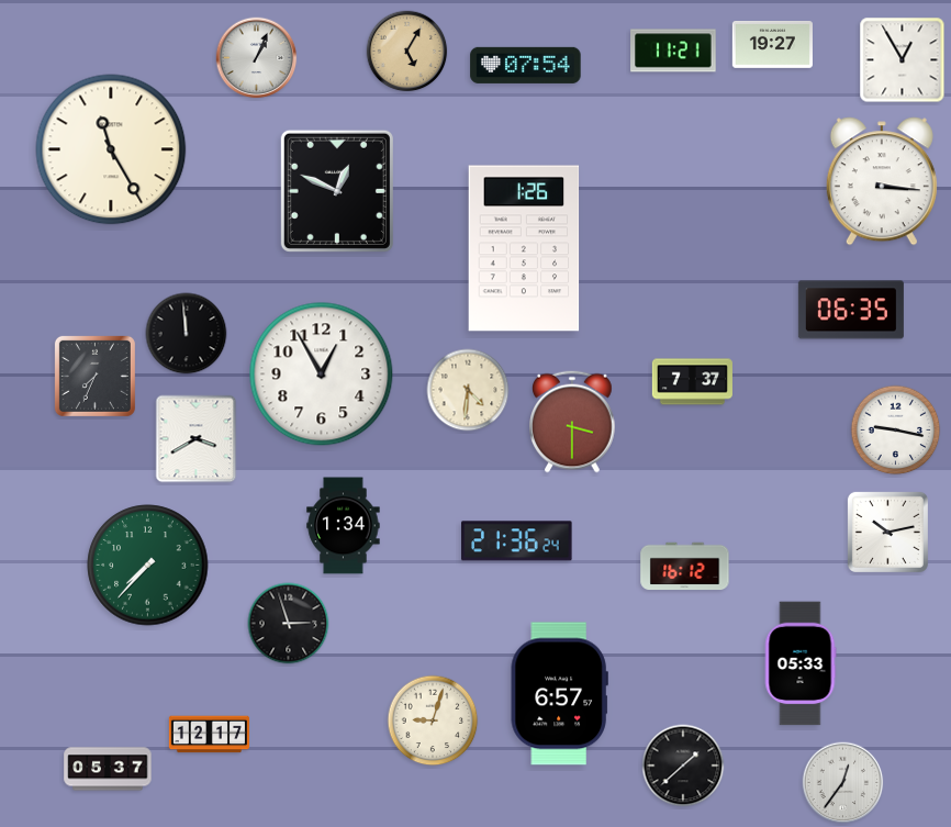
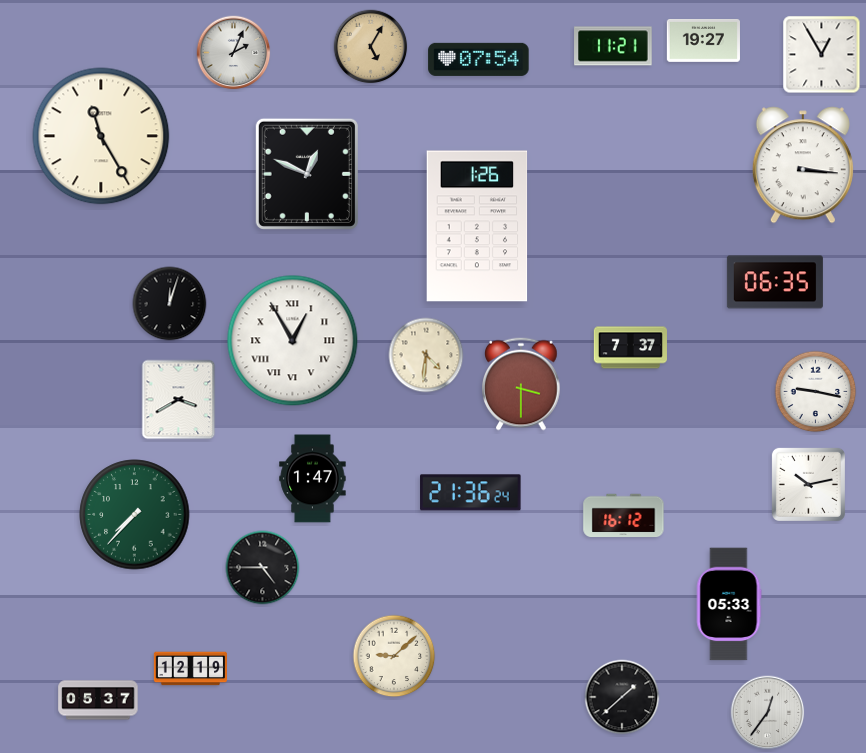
clock at (257, 58): 1:04 -> 2:04
clock at (187, 334): 11:59 -> 12:03
clock at (322, 375) numerals: Arabic -> Roman
clock at (94, 376): 7:34 -> none
clock at (344, 526): 1:34 -> 1:47
clock at (289, 624): 2:57 -> 4:45
clock at (559, 694): 6:57 -> none
clock at (433, 720): 9:03 -> 9:08
clock at (209, 735): 12:17 -> 12:19
